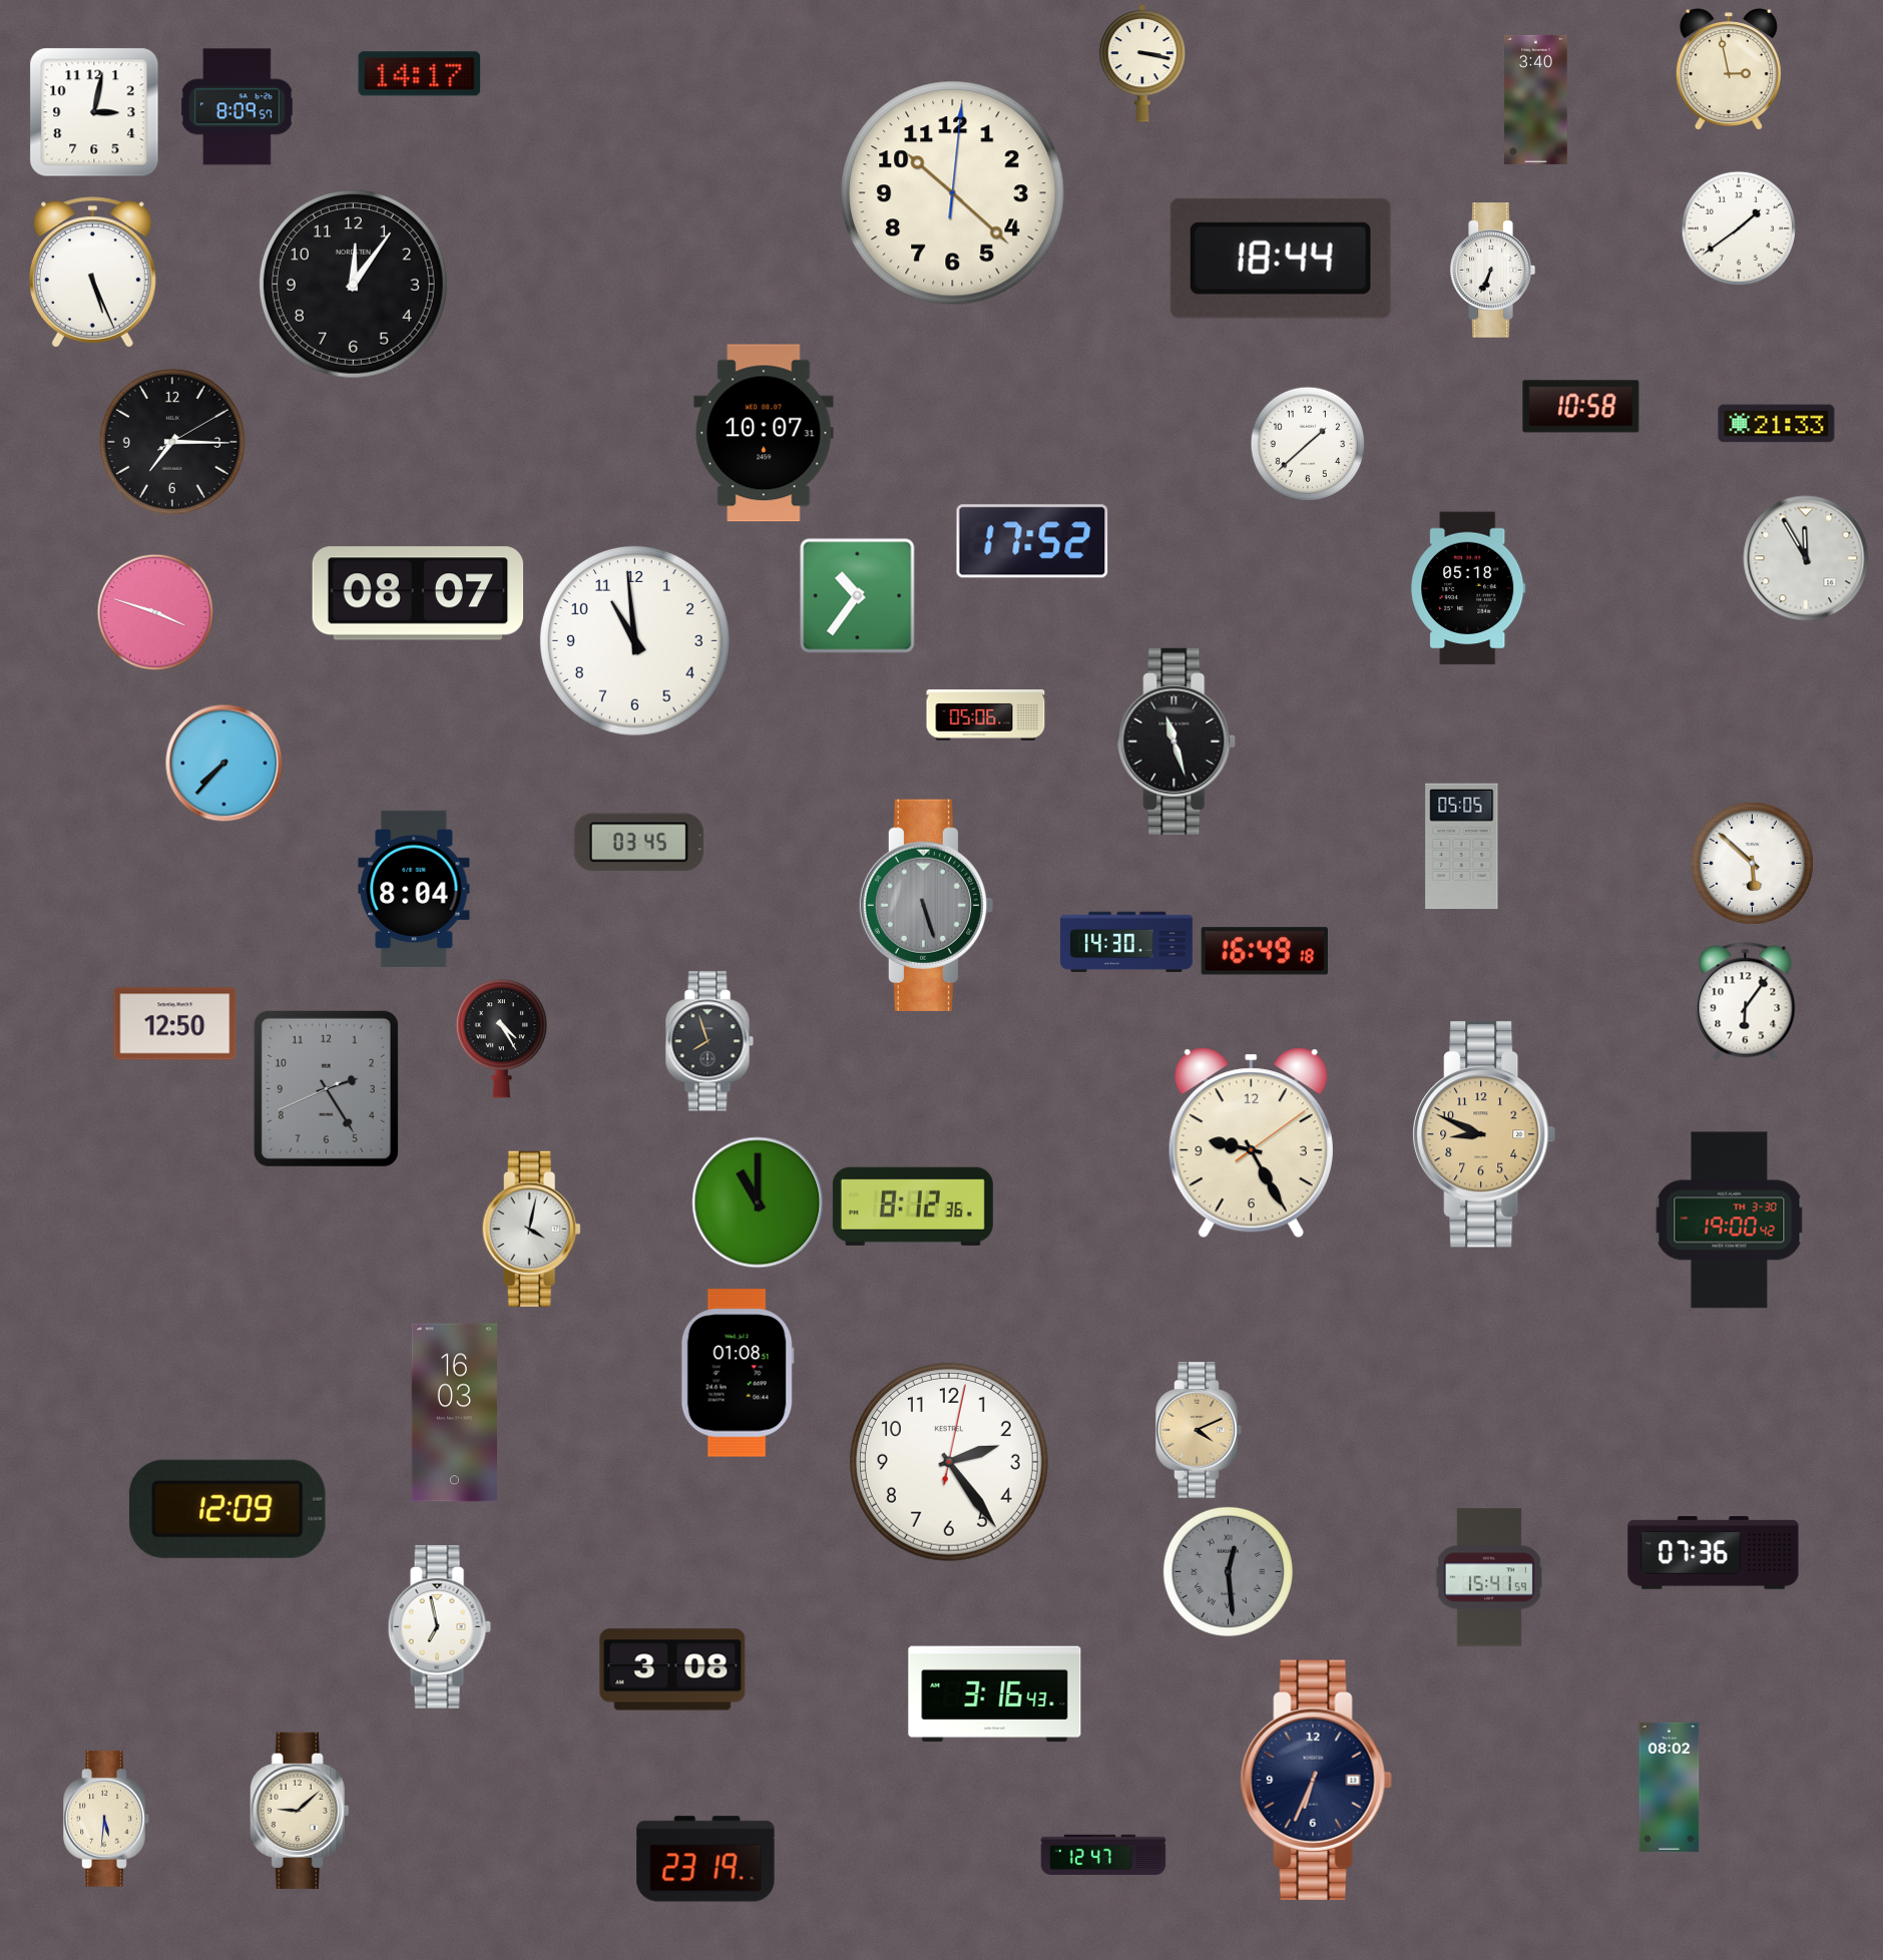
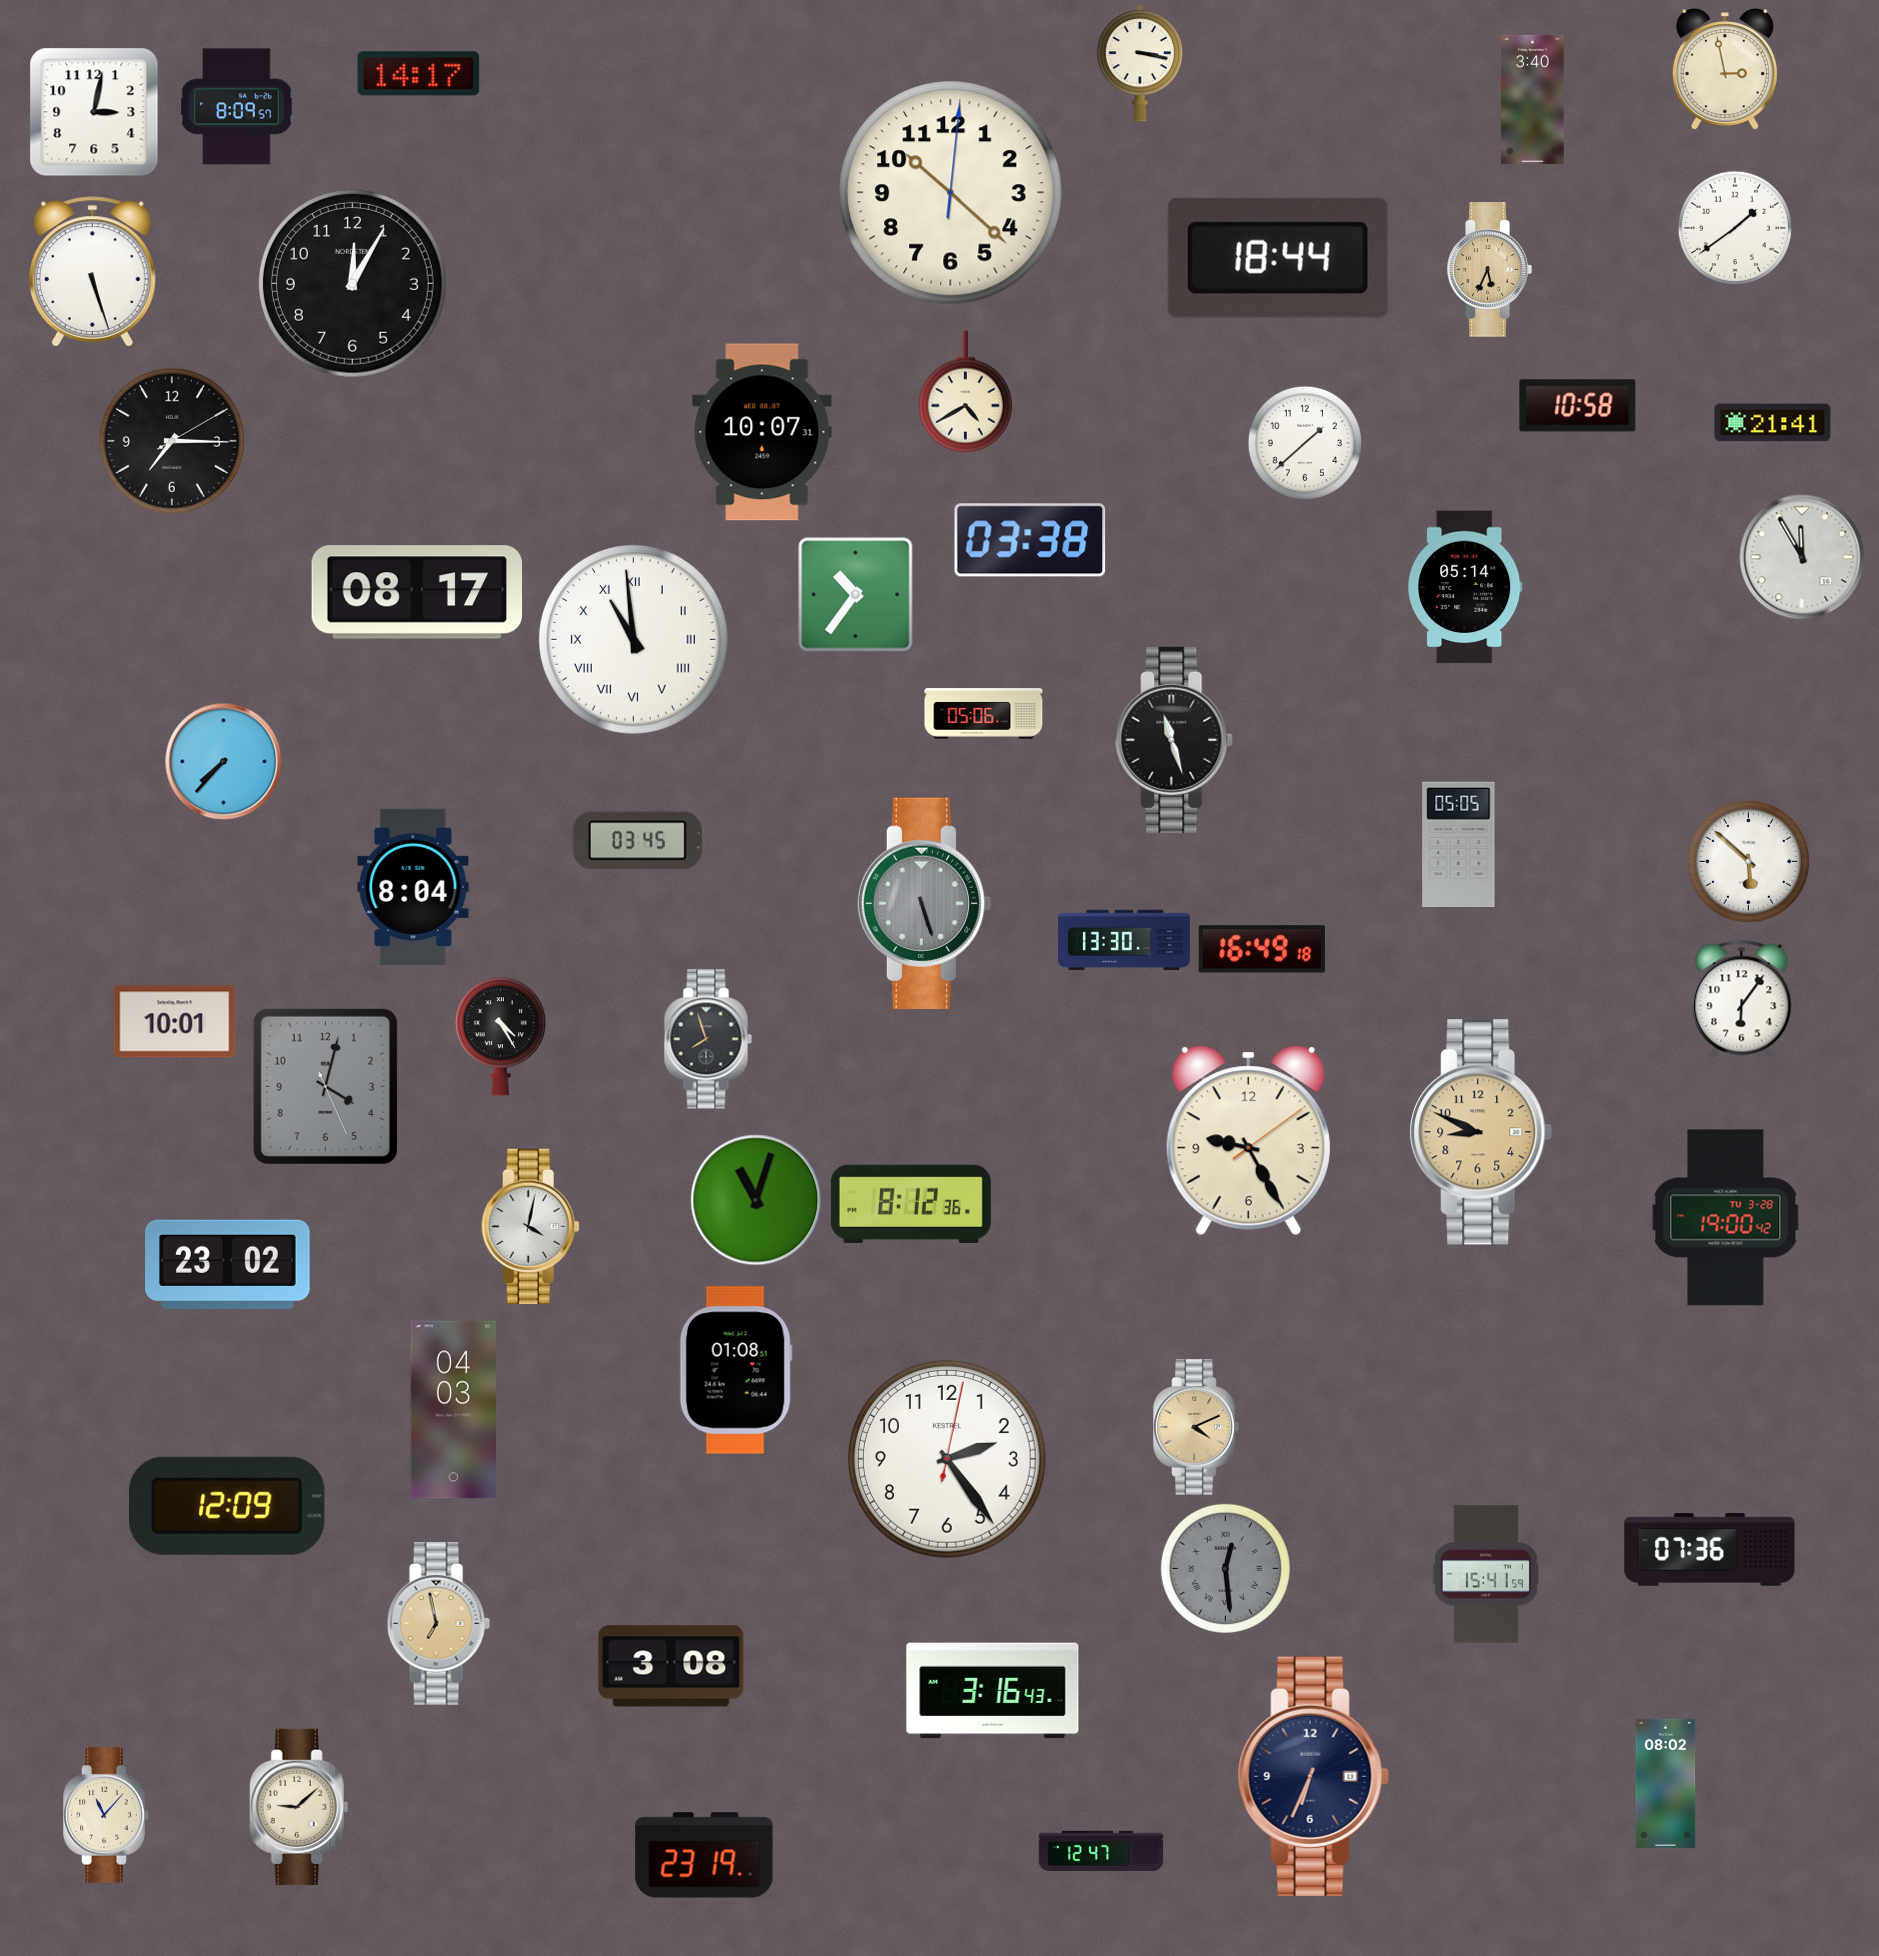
clock at (1492, 271): 6:34 -> 5:34
clock at (1492, 271) dial: white -> champagne
clock at (92, 273): 5:26 -> 5:27
clock at (353, 284): 12:06 -> 12:05
clock at (965, 392): none -> 4:40
clock at (1777, 424): 21:33 -> 21:41
clock at (1032, 541): 17:52 -> 03:38
clock at (1468, 588): 05:18 -> 05:14
clock at (418, 593): 08:07 -> 08:17
clock at (155, 612): 3:48 -> none
clock at (634, 640) numerals: Arabic -> Roman
clock at (1126, 942): 14:30 -> 13:30
clock at (175, 1024): 12:50 -> 10:01
clock at (326, 1088): 2:24 -> 4:02
clock at (758, 1202): 11:00 -> 11:03
clock at (1730, 1220) date: TH 3-30 -> TU 3-28
clock at (228, 1264): none -> 23:02
clock at (454, 1413): 16:03 -> 04:03
clock at (439, 1626) dial: white -> champagne
clock at (106, 1819): 5:31 -> 11:07
